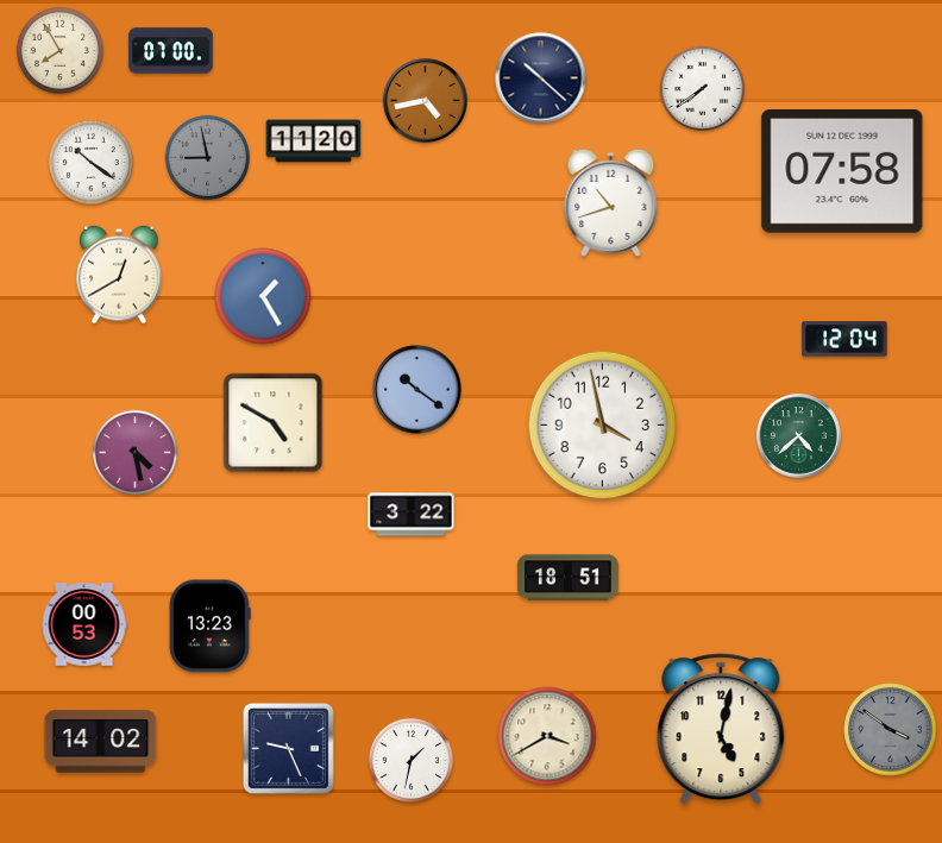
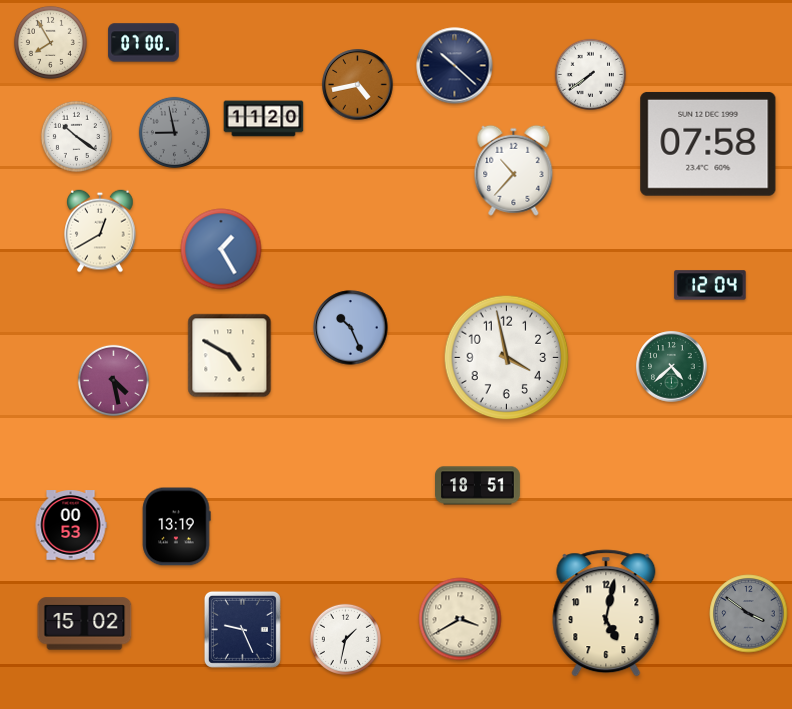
clock at (611, 202): 10:42 -> 10:37
clock at (417, 390): 10:21 -> 10:26
clock at (412, 515): 3:22 -> none
clock at (209, 627): 13:23 -> 13:19
clock at (101, 742): 14:02 -> 15:02
